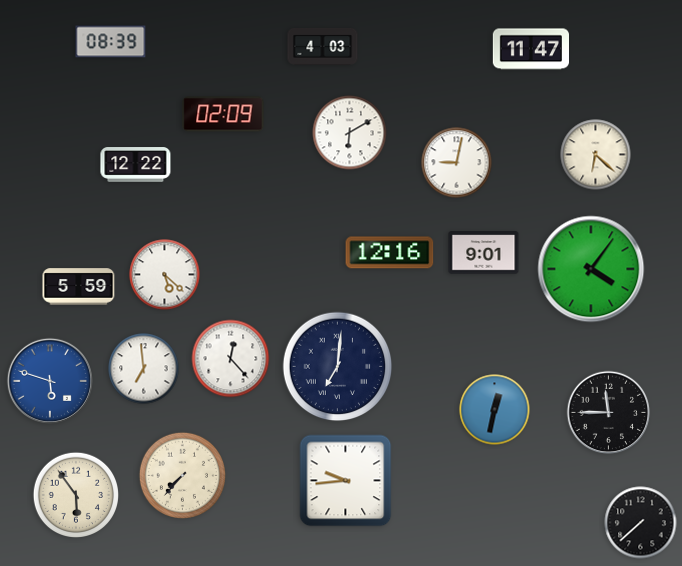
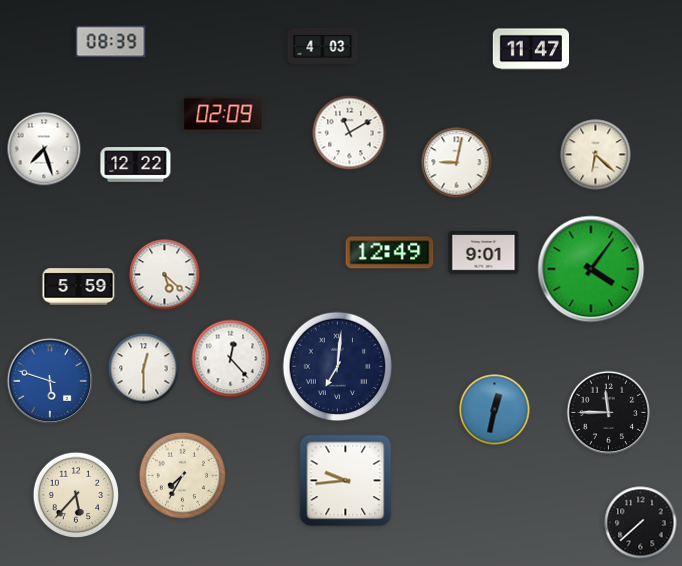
clock at (350, 133): 6:10 -> 11:10
clock at (44, 149): none -> 7:27
clock at (390, 253): 12:16 -> 12:49
clock at (144, 369): 6:59 -> 12:30
clock at (182, 475): 7:37 -> 7:35
clock at (76, 495): 5:54 -> 5:37
